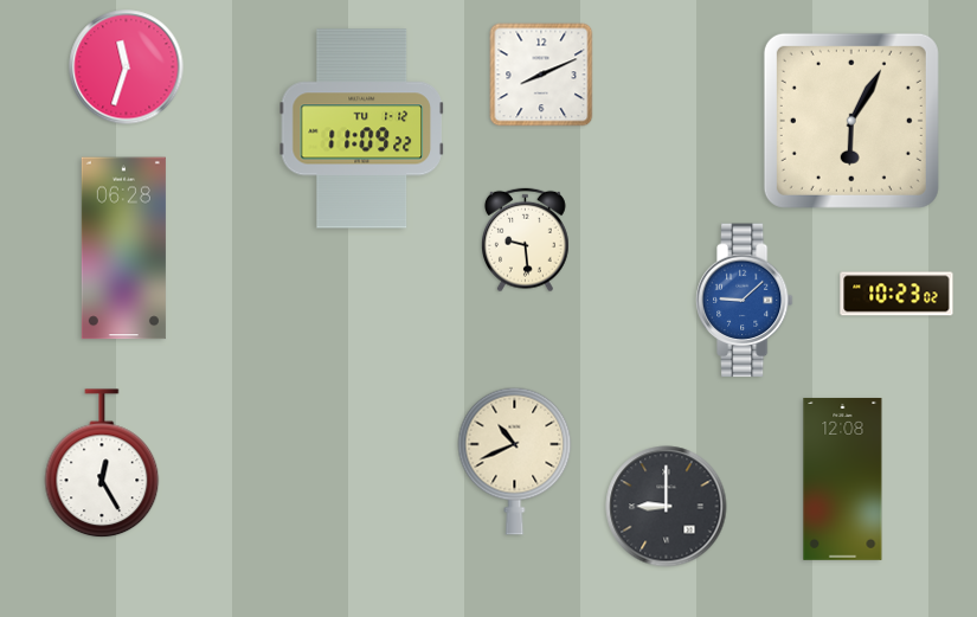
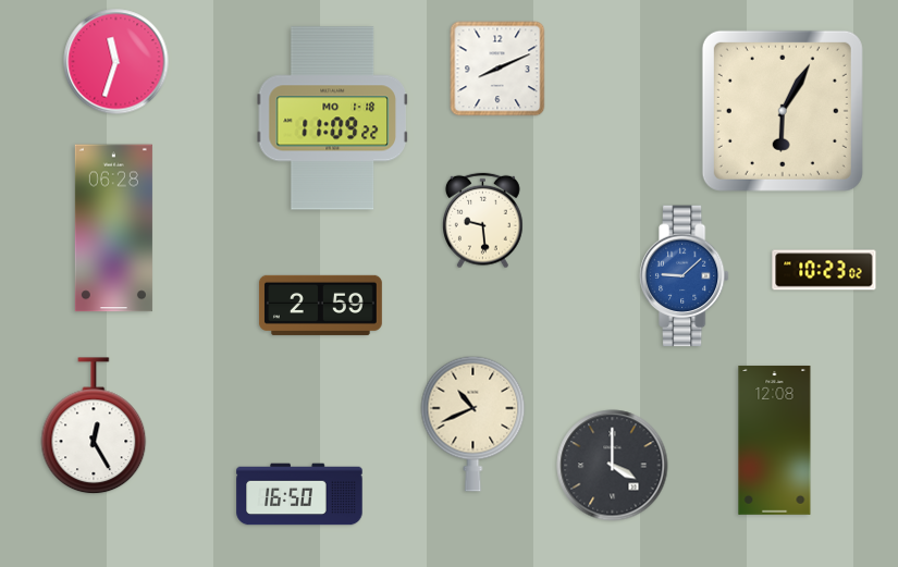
clock at (361, 129) date: TU 1-12 -> MO 1-18
clock at (320, 305): none -> 2:59
clock at (667, 507): 9:00 -> 4:00
clock at (299, 494): none -> 16:50
